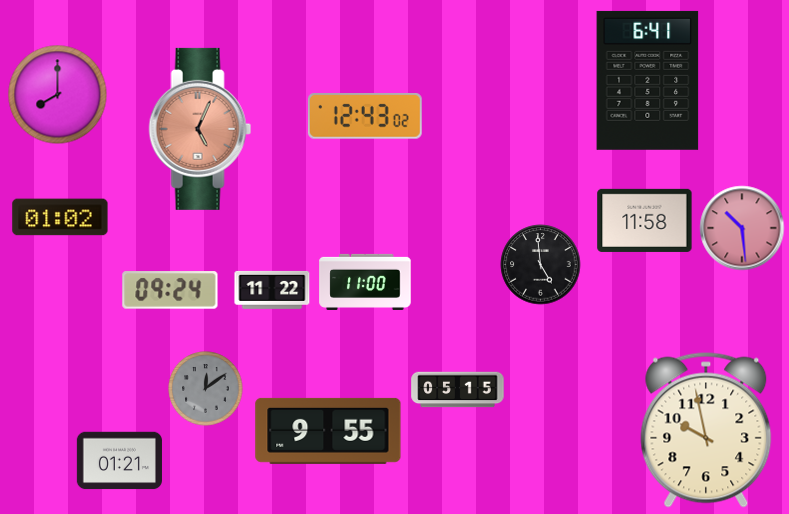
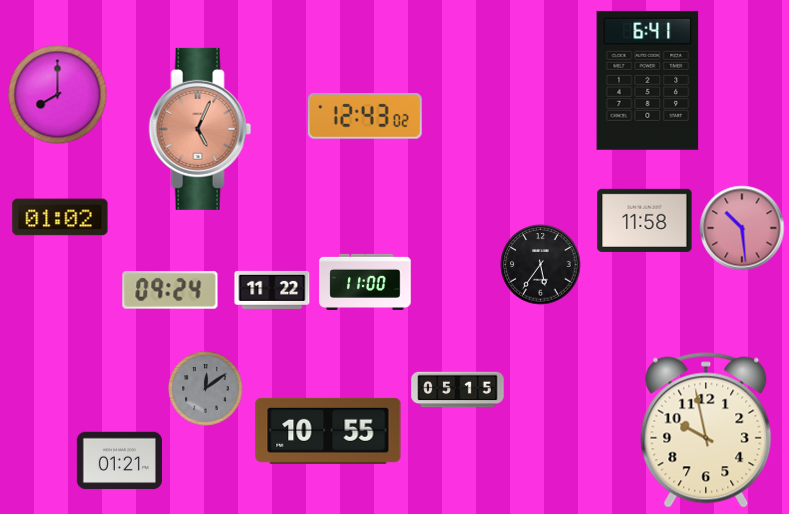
clock at (541, 265): 4:59 -> 5:36
clock at (328, 431): 9:55 -> 10:55
